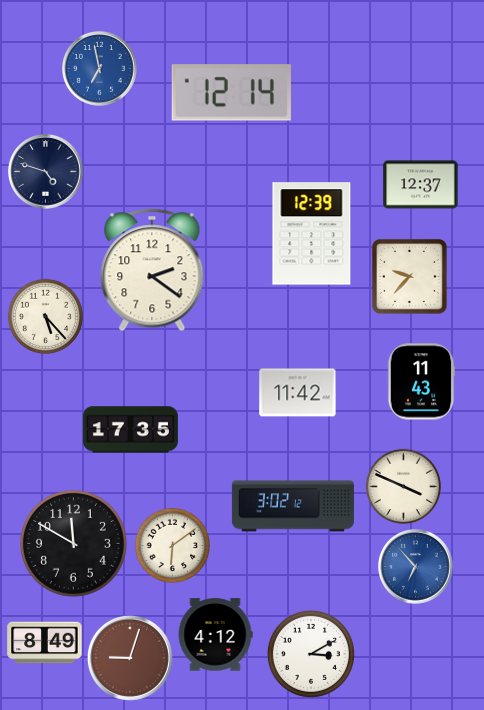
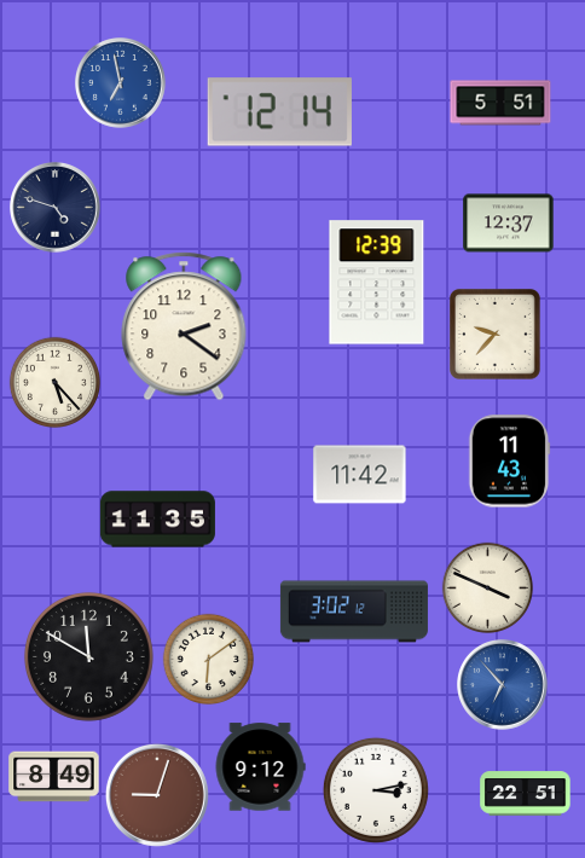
clock at (500, 103): none -> 5:51
clock at (130, 430): 17:35 -> 11:35
clock at (215, 635): 4:12 -> 9:12
clock at (311, 654): 3:10 -> 3:13
clock at (526, 794): none -> 22:51
